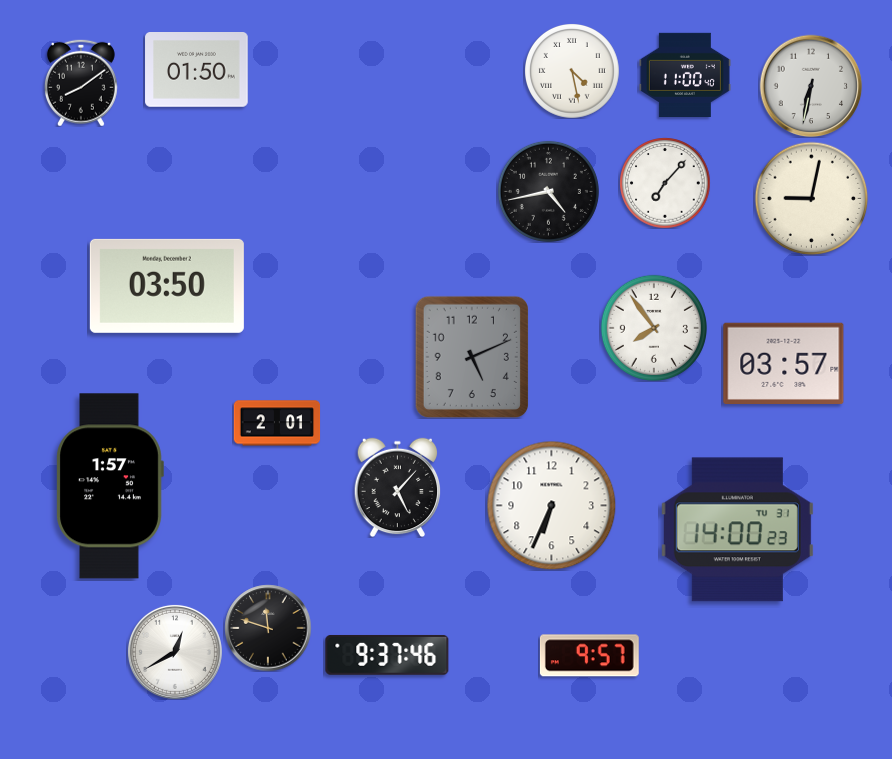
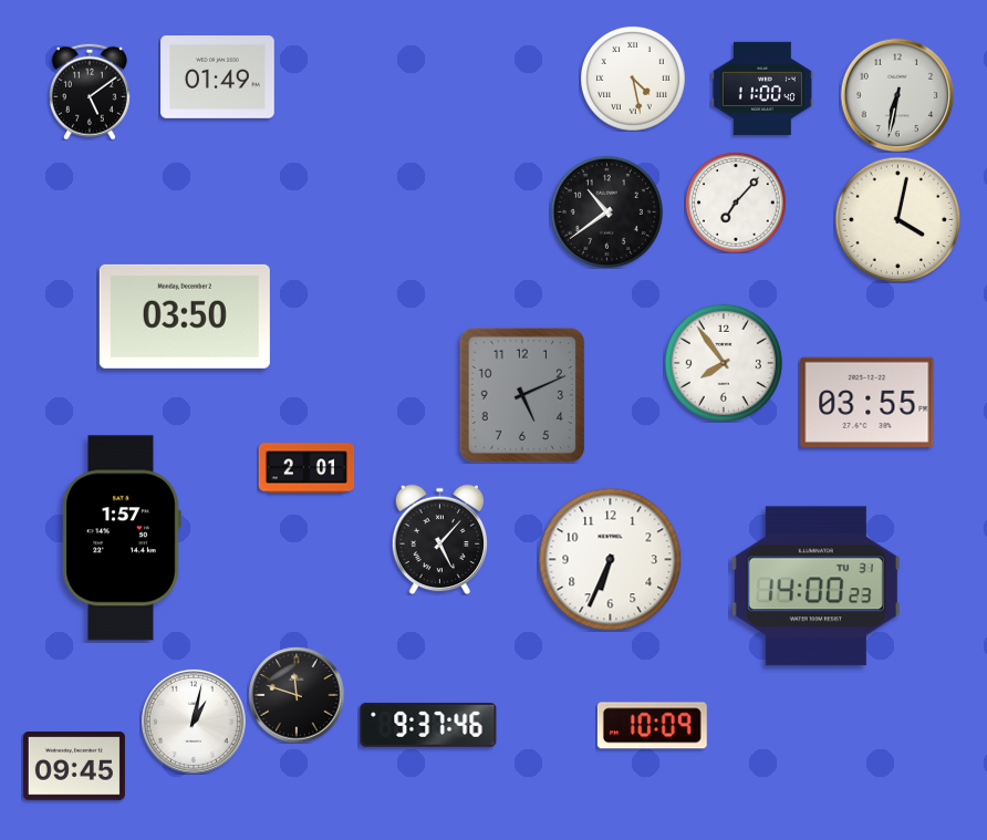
clock at (197, 70): 01:50 -> 01:49
clock at (685, 74) position: (685, 74) -> (762, 87)
clock at (81, 83): 8:09 -> 5:09
clock at (548, 191): 4:43 -> 10:39
clock at (811, 198): 9:02 -> 4:02
clock at (784, 363): 03:57 -> 03:55
clock at (175, 652): 12:40 -> 1:02
clock at (589, 656): 9:57 -> 10:09
clock at (74, 766): none -> 09:45
